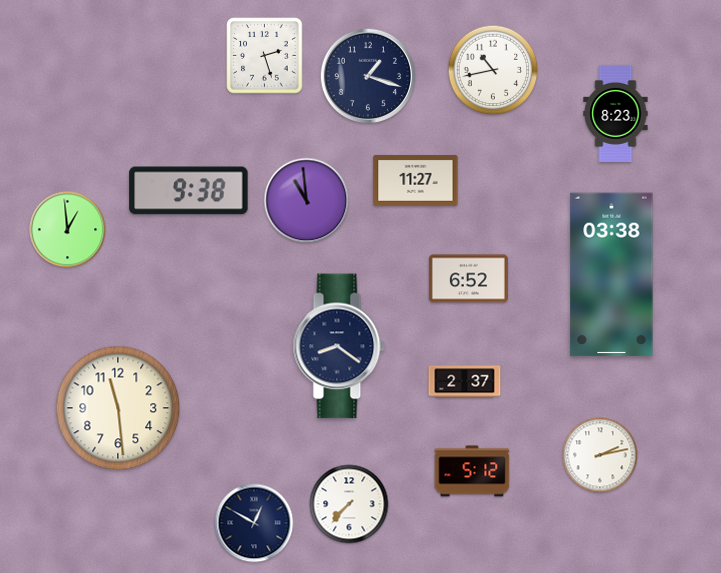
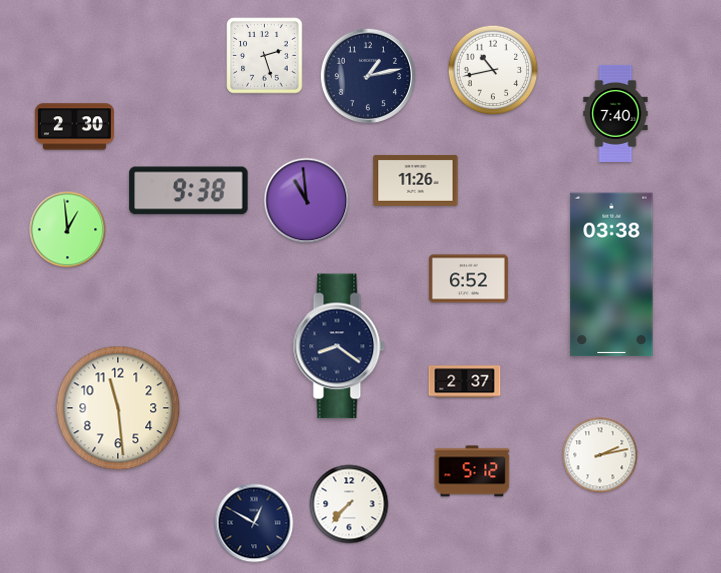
clock at (368, 76): 1:18 -> 1:13
clock at (616, 113): 8:23 -> 7:40
clock at (74, 127): none -> 2:30
clock at (416, 180): 11:27 -> 11:26
